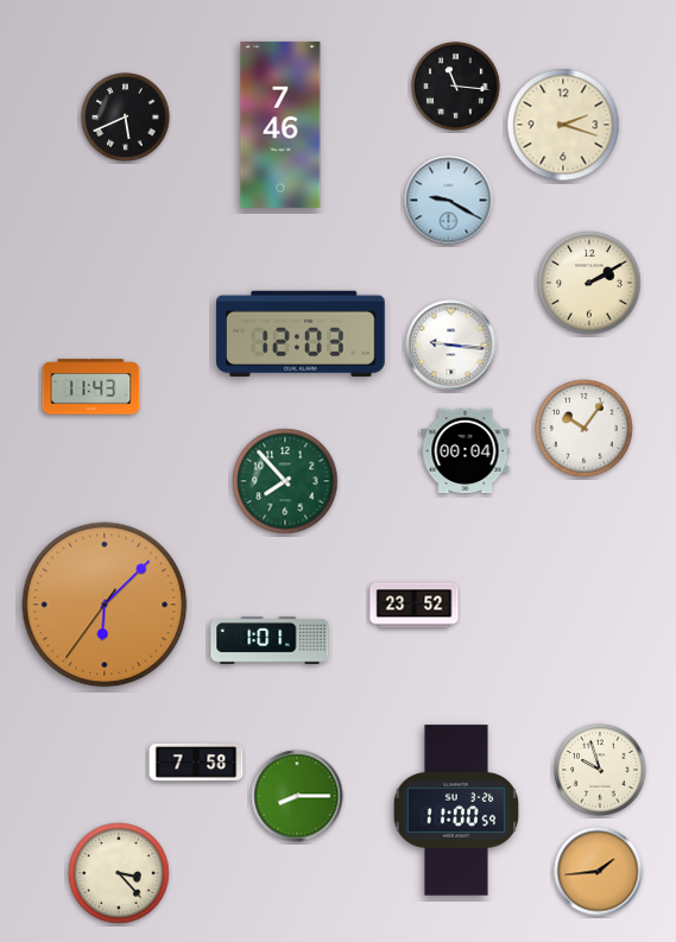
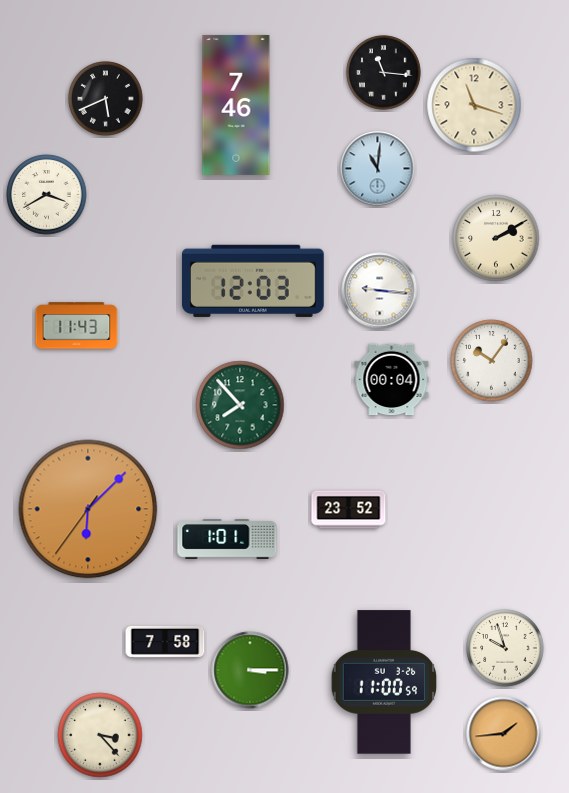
clock at (563, 125): 2:18 -> 11:18
clock at (449, 201): 9:20 -> 11:01
clock at (47, 195): none -> 3:40
clock at (297, 796): 8:15 -> 3:15
